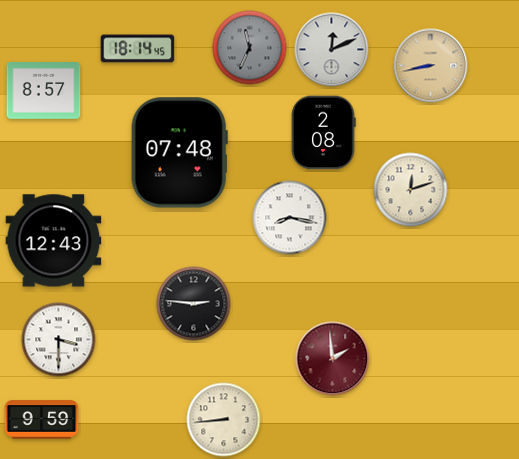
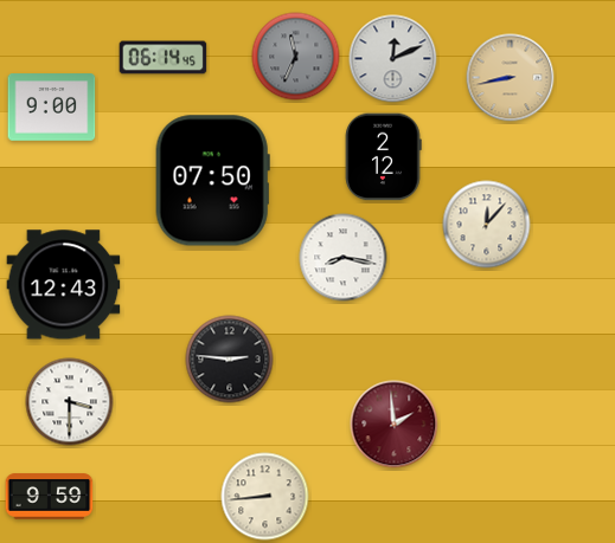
clock at (138, 49): 18:14 -> 06:14
clock at (44, 91): 8:57 -> 9:00
clock at (323, 133): 2:08 -> 2:12
clock at (179, 153): 07:48 -> 07:50
clock at (411, 190): 12:12 -> 12:07
